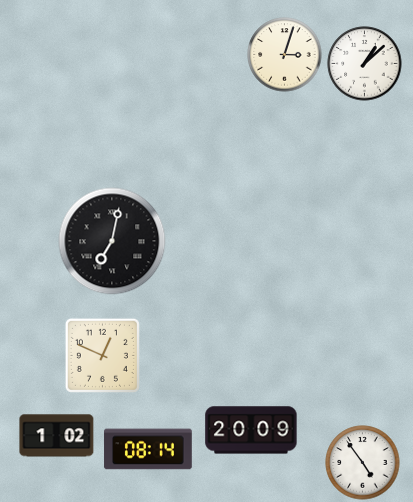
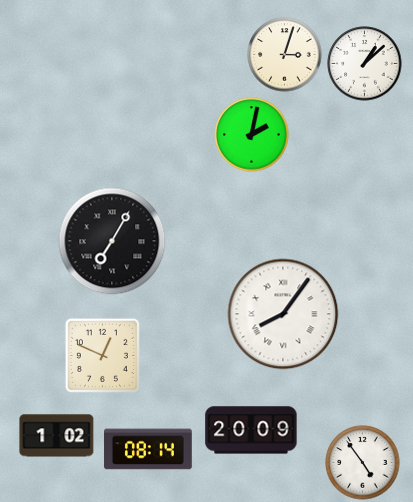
clock at (252, 135): none -> 2:02
clock at (112, 241): 7:02 -> 7:05
clock at (283, 314): none -> 8:06
